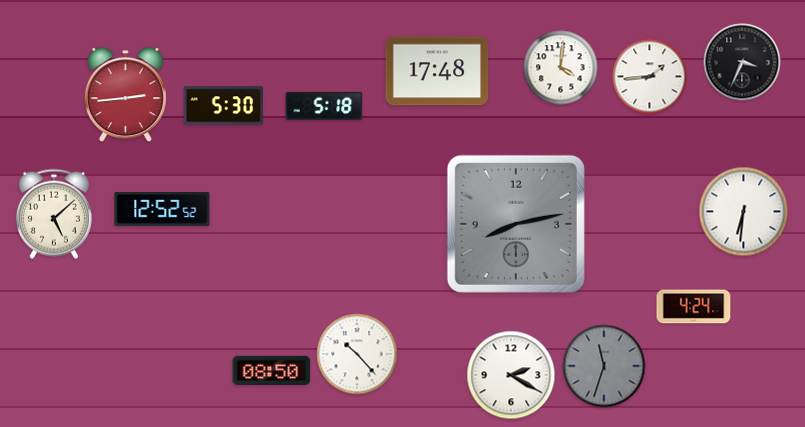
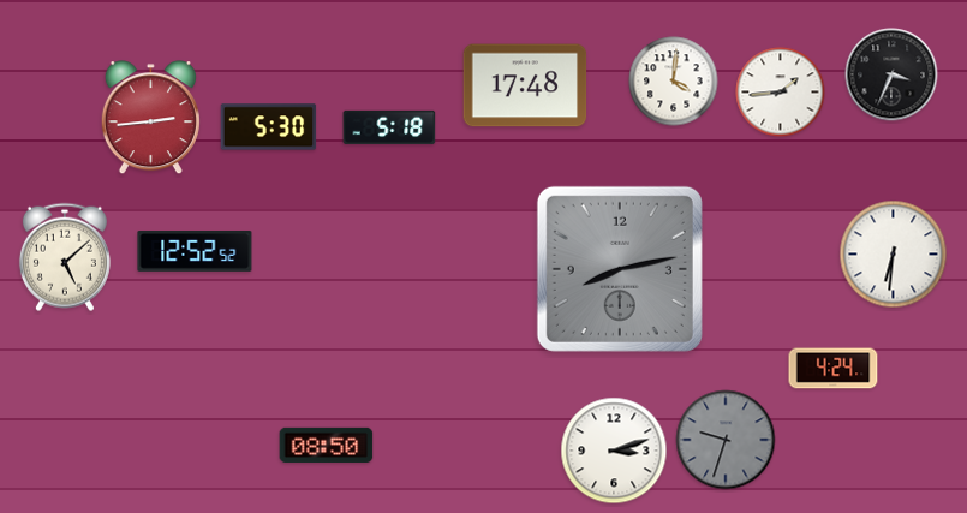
clock at (125, 95) position: (125, 95) -> (150, 118)
clock at (357, 354): 10:23 -> none
clock at (604, 366): 11:33 -> 9:33
clock at (511, 375): 2:20 -> 3:12
